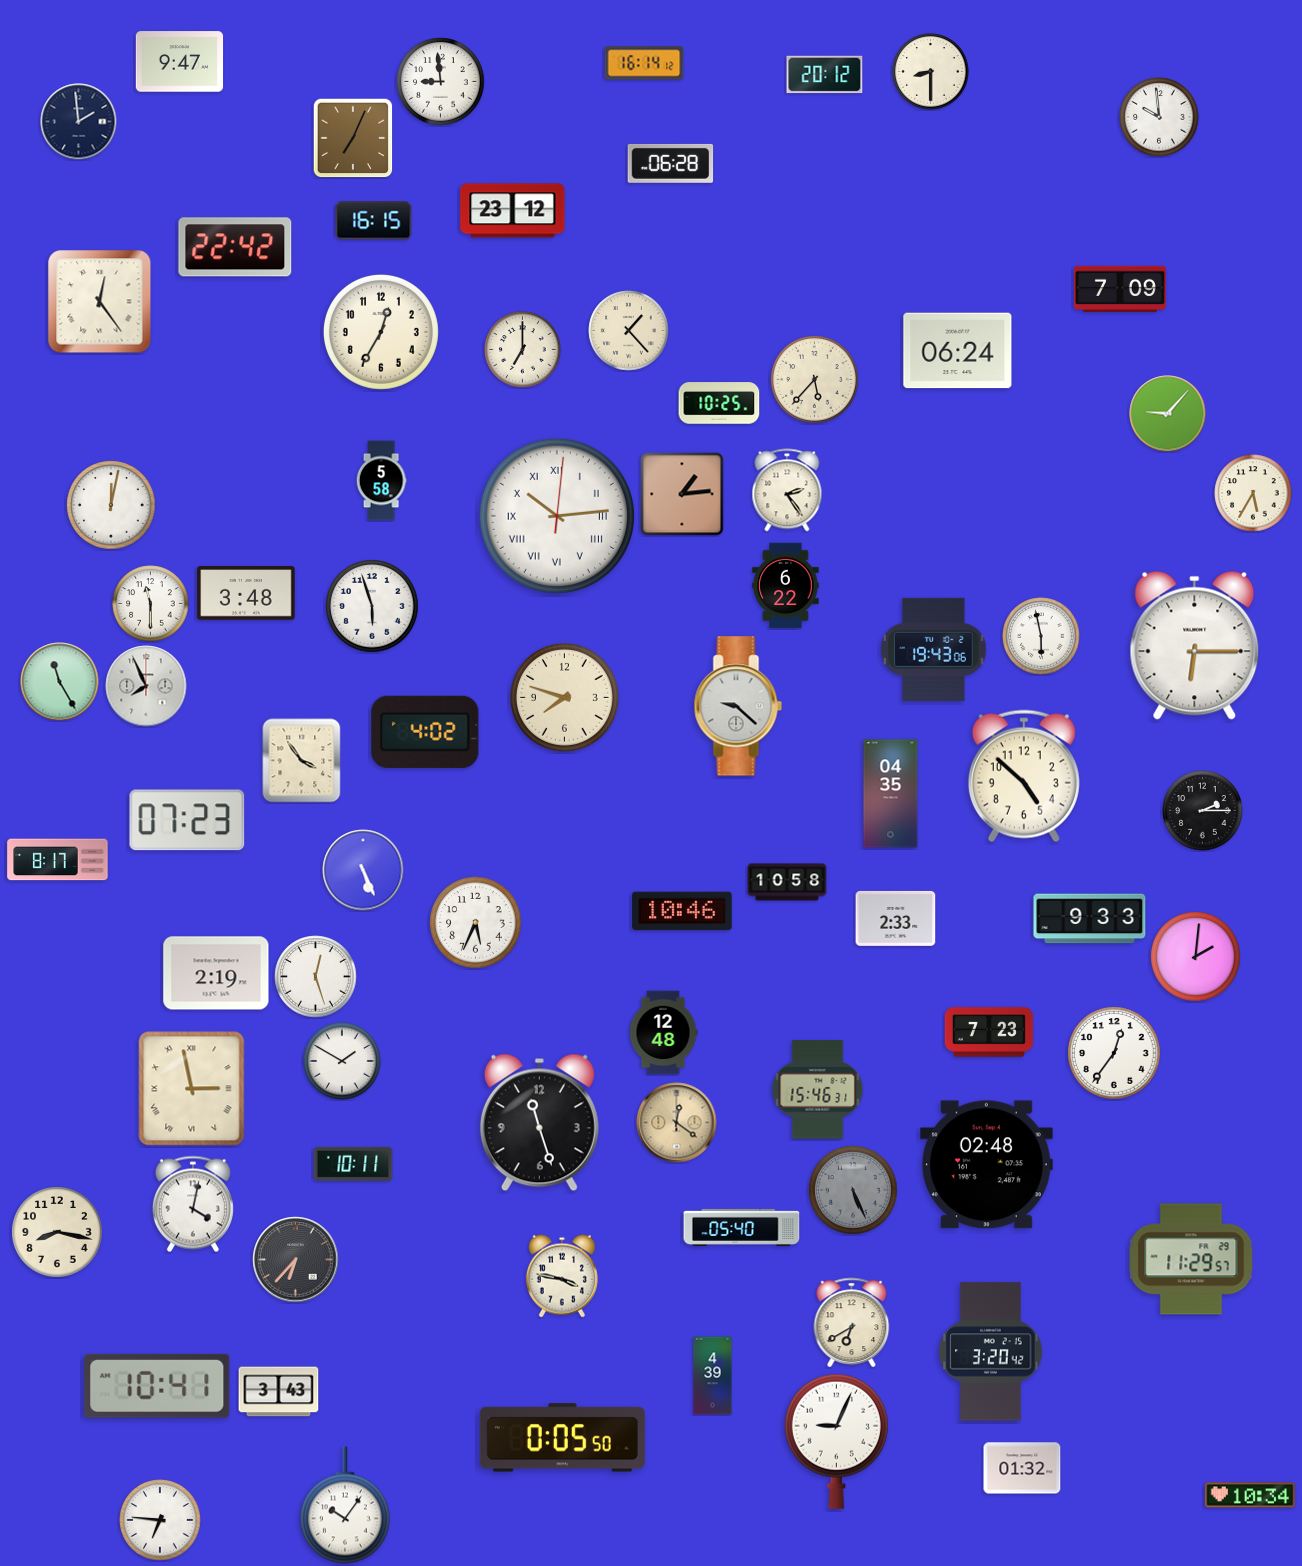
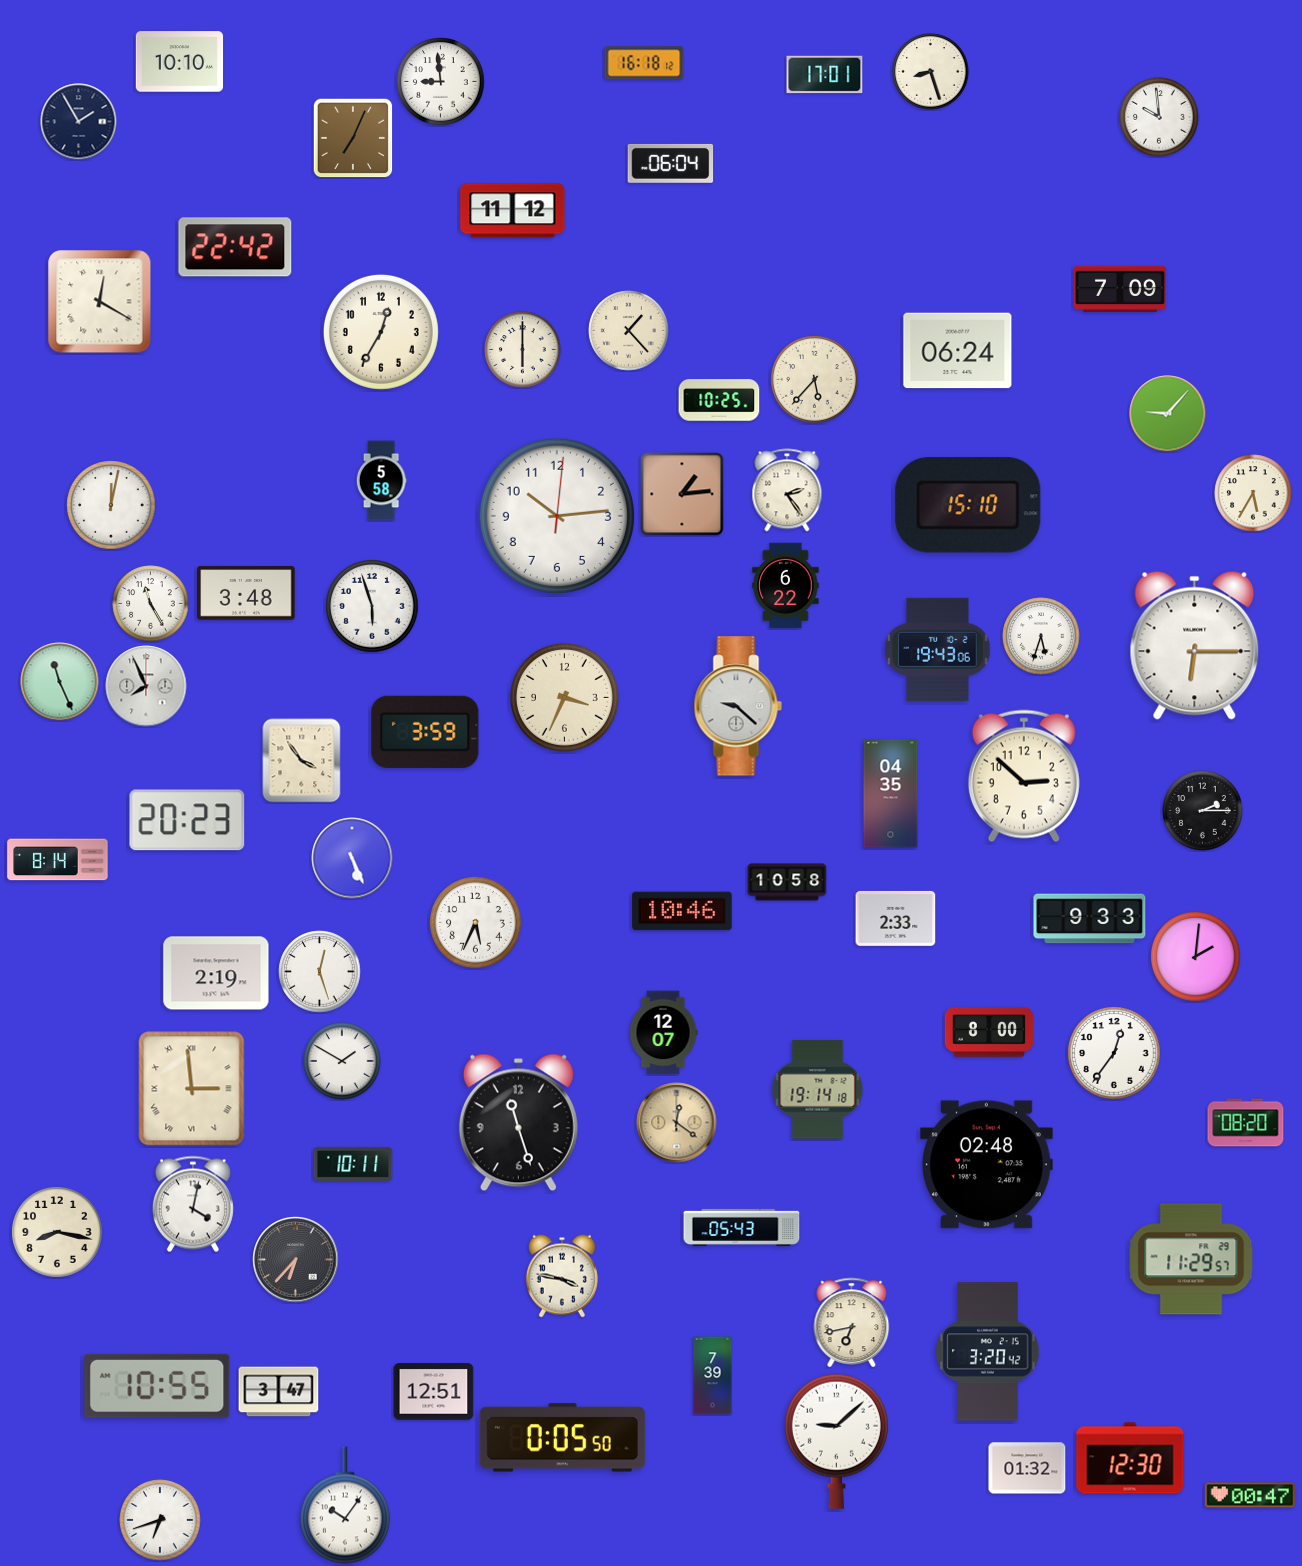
clock at (180, 62): 9:47 -> 10:10
clock at (644, 63): 16:14 -> 16:18
clock at (931, 72): 8:30 -> 8:27
clock at (825, 75): 20:12 -> 17:01
clock at (79, 122): 1:59 -> 1:55
clock at (671, 163): 06:28 -> 06:04
clock at (513, 211): 23:12 -> 11:12
clock at (374, 221): 16:15 -> none
clock at (100, 302): 12:24 -> 12:20
clock at (523, 350): 7:00 -> 6:00
clock at (719, 403) position: (719, 403) -> (719, 400)
clock at (968, 505): none -> 15:10
clock at (557, 516) numerals: Roman -> Arabic
clock at (151, 604): 11:30 -> 11:25
clock at (1041, 636): 5:58 -> 5:33
clock at (934, 649) position: (934, 649) -> (938, 649)
clock at (60, 682): 11:25 -> 11:26
clock at (564, 697): 7:48 -> 3:34
clock at (425, 732): 4:02 -> 3:59
clock at (1024, 776): 4:52 -> 2:52
clock at (187, 820): 07:23 -> 20:23
clock at (58, 860): 8:17 -> 8:14
clock at (363, 870) position: (363, 870) -> (352, 858)
clock at (316, 977) position: (316, 977) -> (320, 972)
clock at (988, 1032): 7:23 -> 8:00
clock at (663, 1033): 12:48 -> 12:07
clock at (192, 1089): 2:58 -> 2:59
clock at (818, 1090): 15:46 -> 19:14
clock at (539, 1123) position: (539, 1123) -> (518, 1123)
clock at (1246, 1123): none -> 08:20
clock at (853, 1190): 5:26 -> none
clock at (742, 1227): 05:40 -> 05:43
clock at (852, 1322): 6:40 -> 6:43
clock at (991, 1352) position: (991, 1352) -> (988, 1352)
clock at (713, 1376): 4:39 -> 7:39
clock at (157, 1386): 10:41 -> 10:55
clock at (279, 1392): 3:43 -> 3:47
clock at (434, 1392): none -> 12:51
clock at (836, 1441): 9:04 -> 9:08
clock at (1130, 1458): none -> 12:30
clock at (1022, 1468) position: (1022, 1468) -> (1027, 1468)
clock at (1250, 1495): 10:34 -> 00:47
clock at (160, 1520): 6:46 -> 6:42
